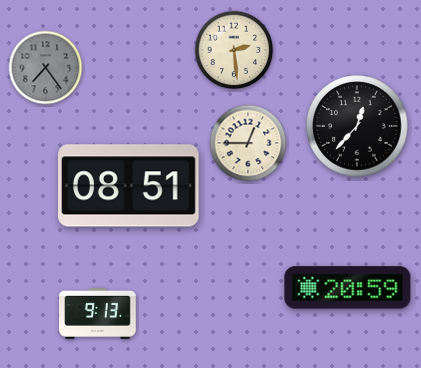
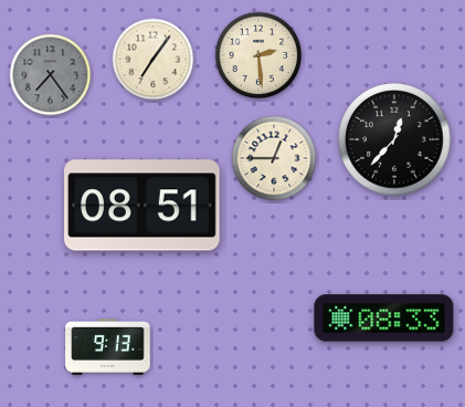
clock at (154, 60): none -> 7:06
clock at (348, 288): 20:59 -> 08:33
